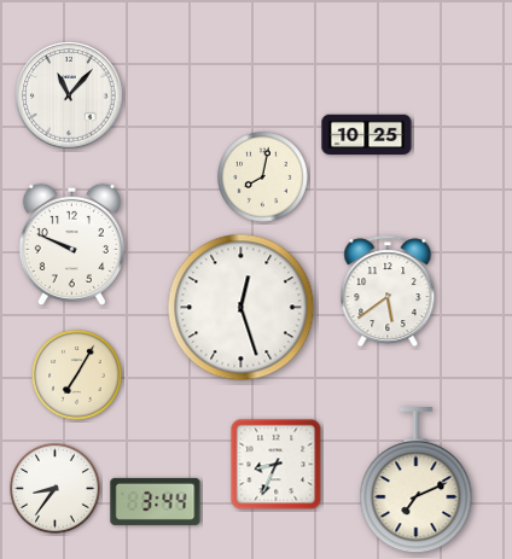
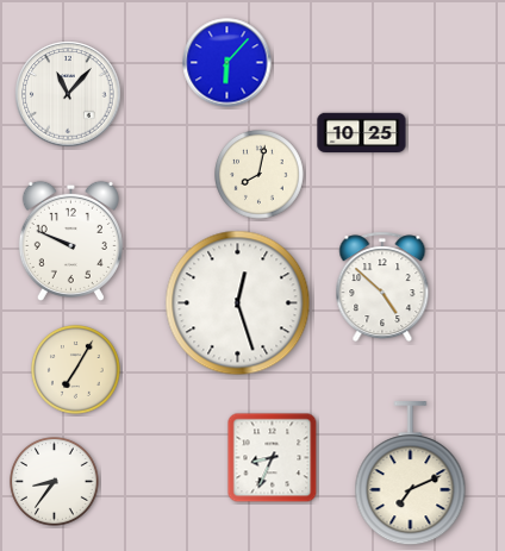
clock at (227, 63): none -> 6:07
clock at (388, 291): 5:39 -> 4:52
clock at (156, 501): 3:44 -> none
